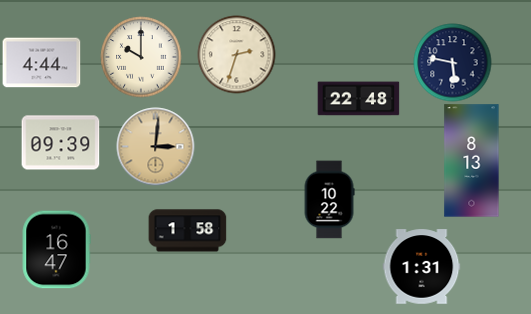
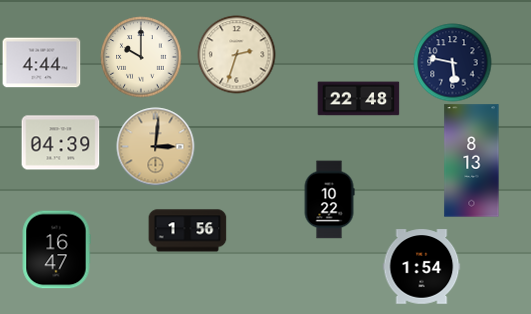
clock at (60, 143): 09:39 -> 04:39
clock at (187, 231): 1:58 -> 1:56
clock at (421, 267): 1:31 -> 1:54
